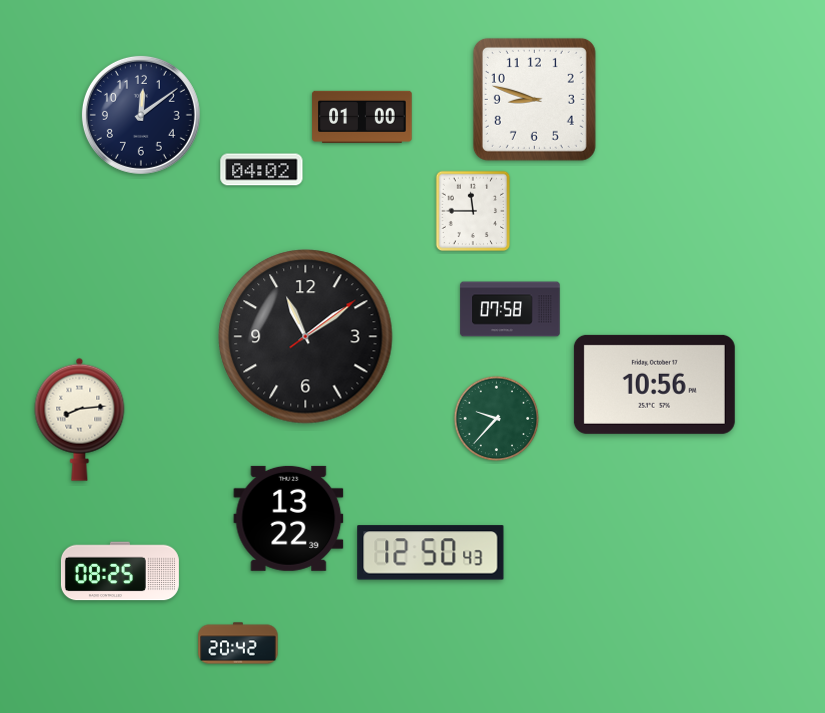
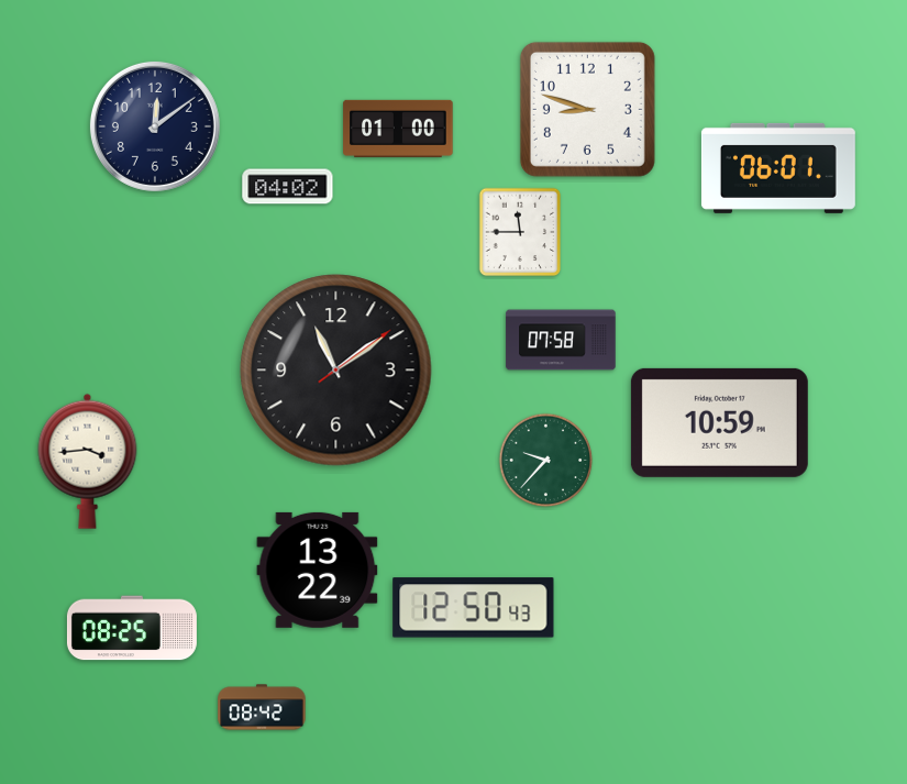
clock at (778, 168): none -> 06:01
clock at (654, 384): 10:56 -> 10:59
clock at (80, 419): 8:14 -> 3:44
clock at (238, 643): 20:42 -> 08:42
